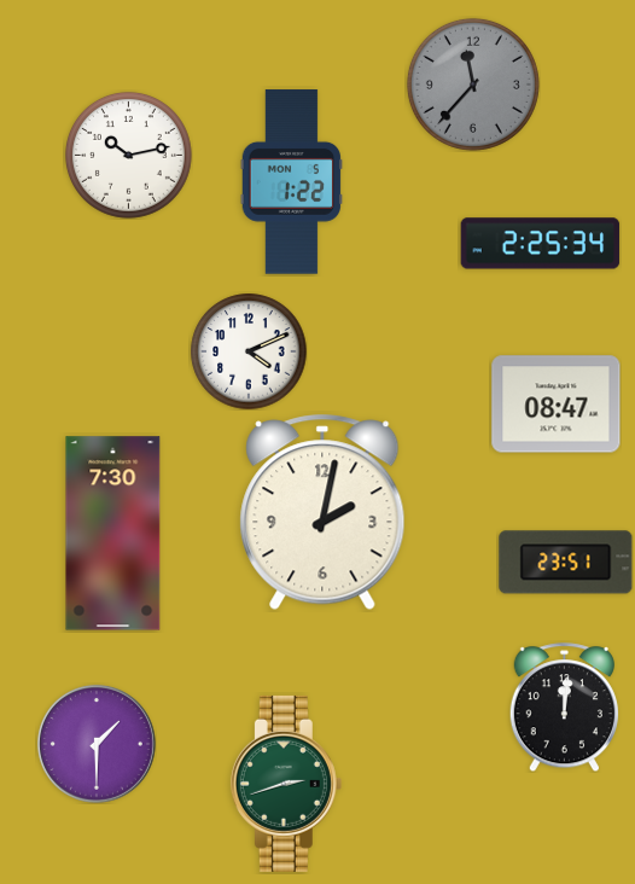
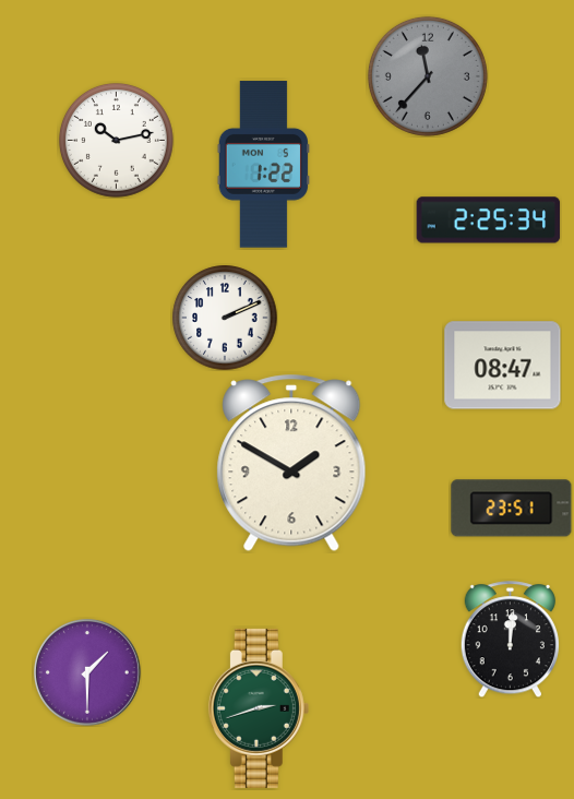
clock at (249, 351): 4:11 -> 2:11
clock at (322, 512): 2:02 -> 1:50
clock at (113, 534): 7:30 -> none
